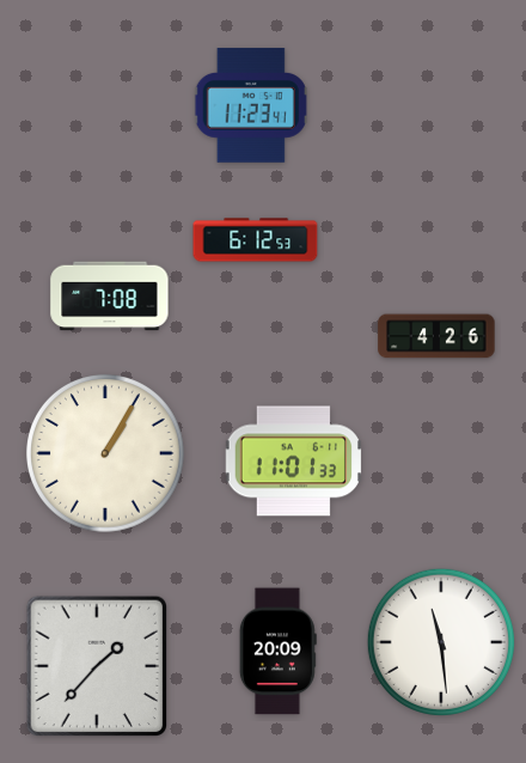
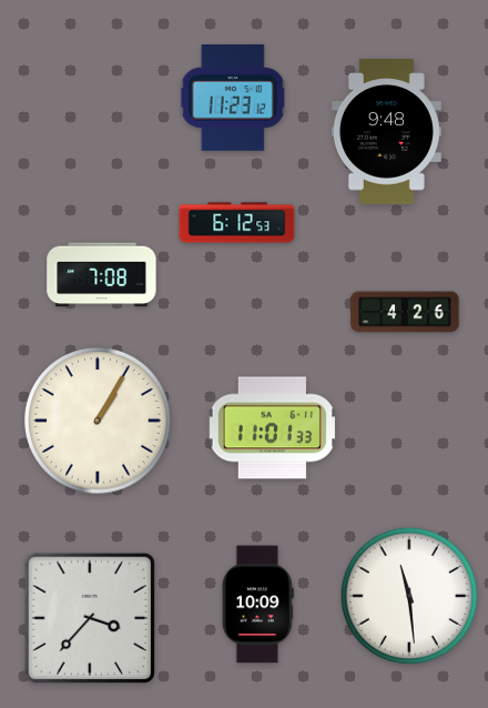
clock at (251, 105): 11:23:41 -> 11:23:12
clock at (386, 132): none -> 9:48
clock at (277, 652): 20:09 -> 10:09
clock at (96, 665): 1:37 -> 3:37
